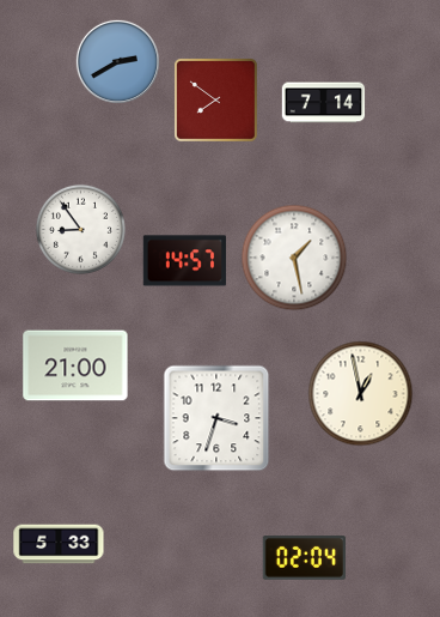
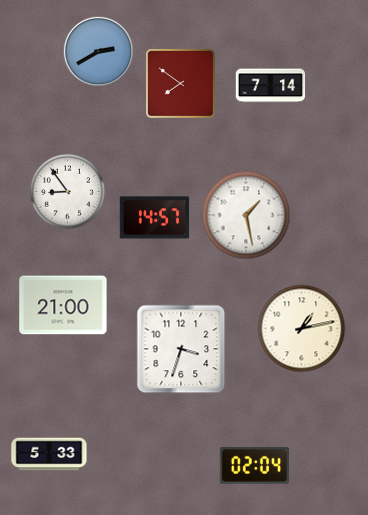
clock at (361, 394): 12:58 -> 1:13
